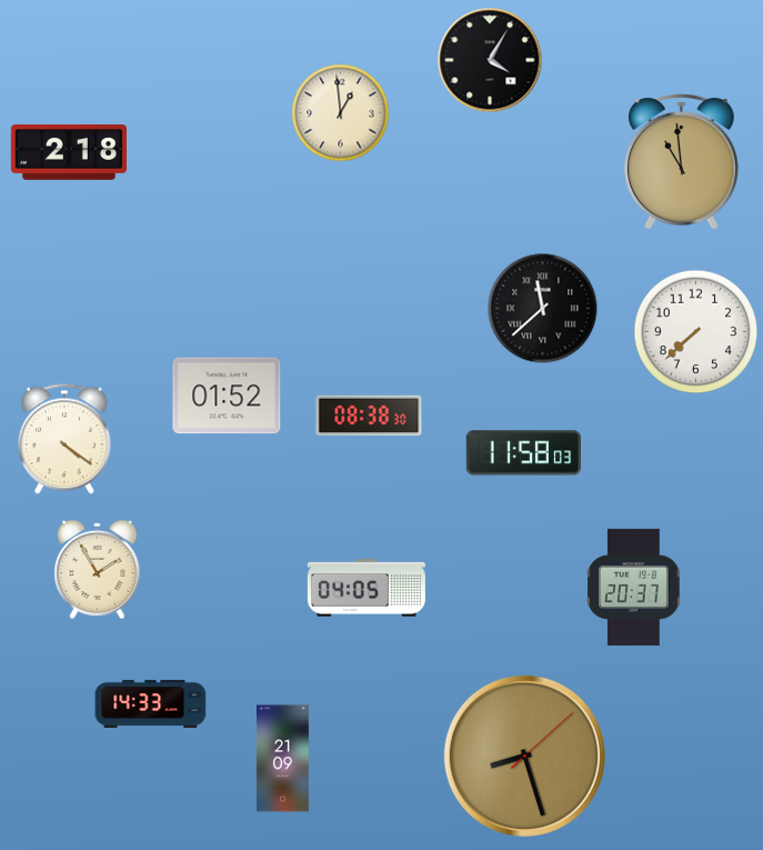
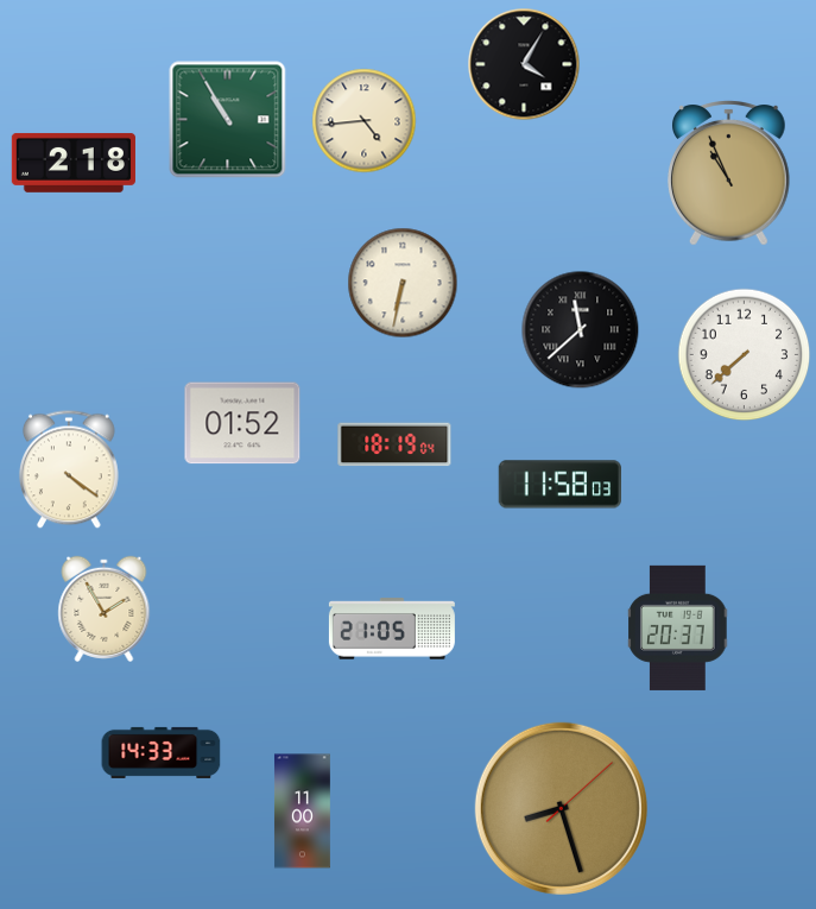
clock at (228, 120): none -> 10:55
clock at (341, 113): 12:59 -> 4:44
clock at (682, 162): 10:59 -> 10:56
clock at (403, 283): none -> 6:32
clock at (369, 416): 08:38 -> 18:19
clock at (367, 588): 04:05 -> 21:05
clock at (282, 759): 21:09 -> 11:00
